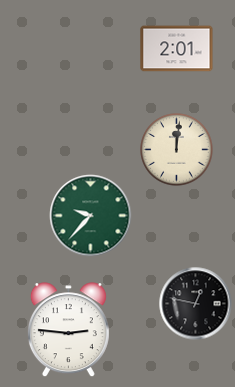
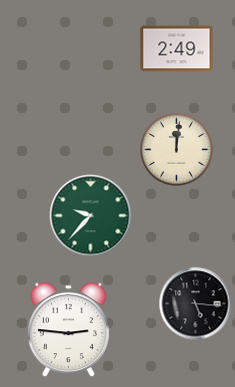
clock at (177, 49): 2:01 -> 2:49
clock at (196, 304): 12:47 -> 5:16
